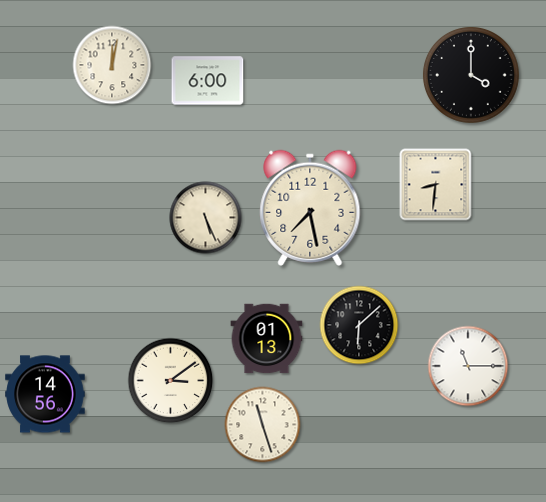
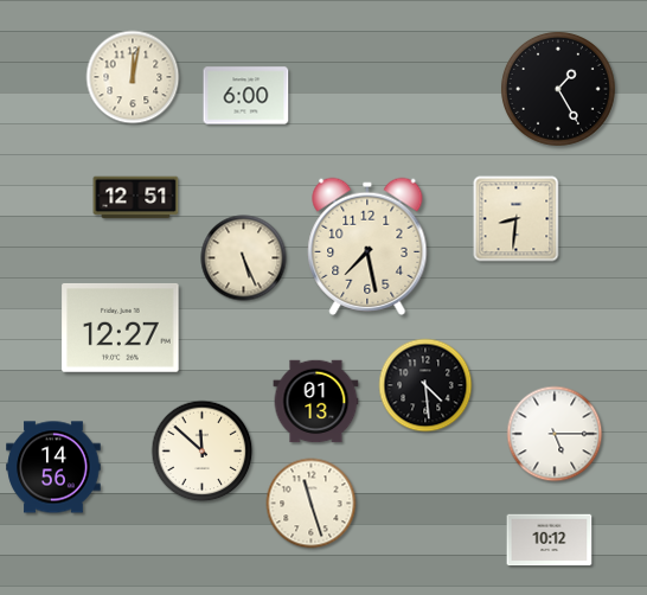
clock at (471, 75): 4:00 -> 1:25
clock at (136, 198): none -> 12:51
clock at (121, 328): none -> 12:27
clock at (359, 325): 6:08 -> 4:29
clock at (468, 366): 11:15 -> 5:15
clock at (171, 381): 3:09 -> 11:52
clock at (550, 540): none -> 10:12
